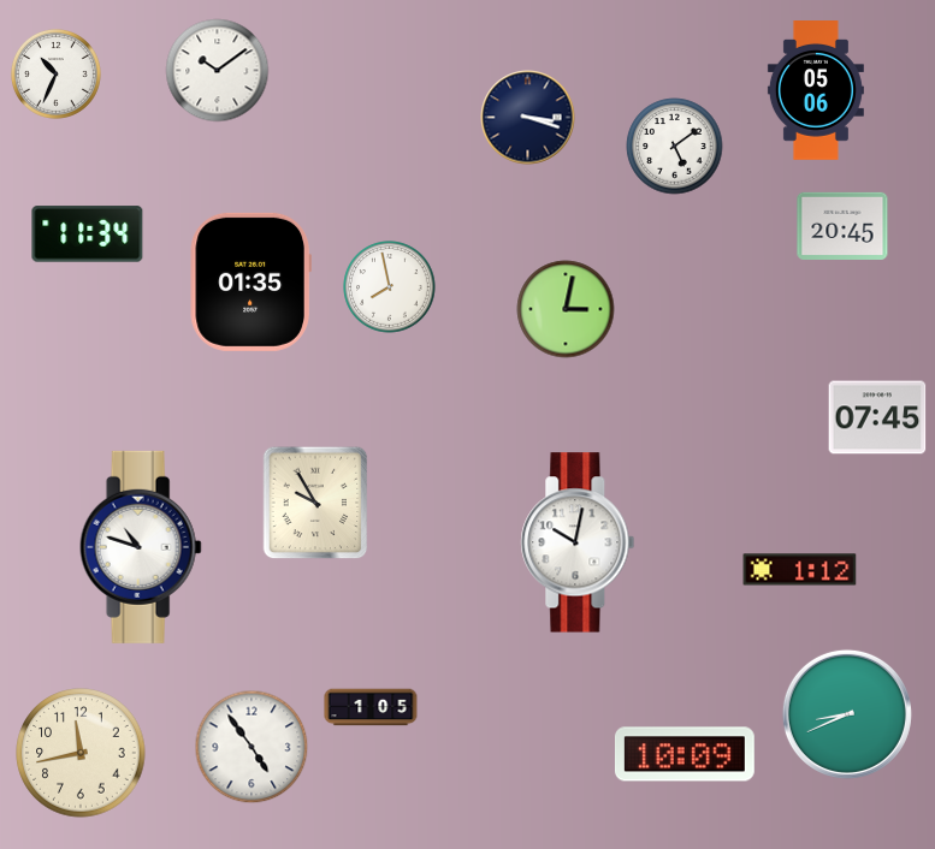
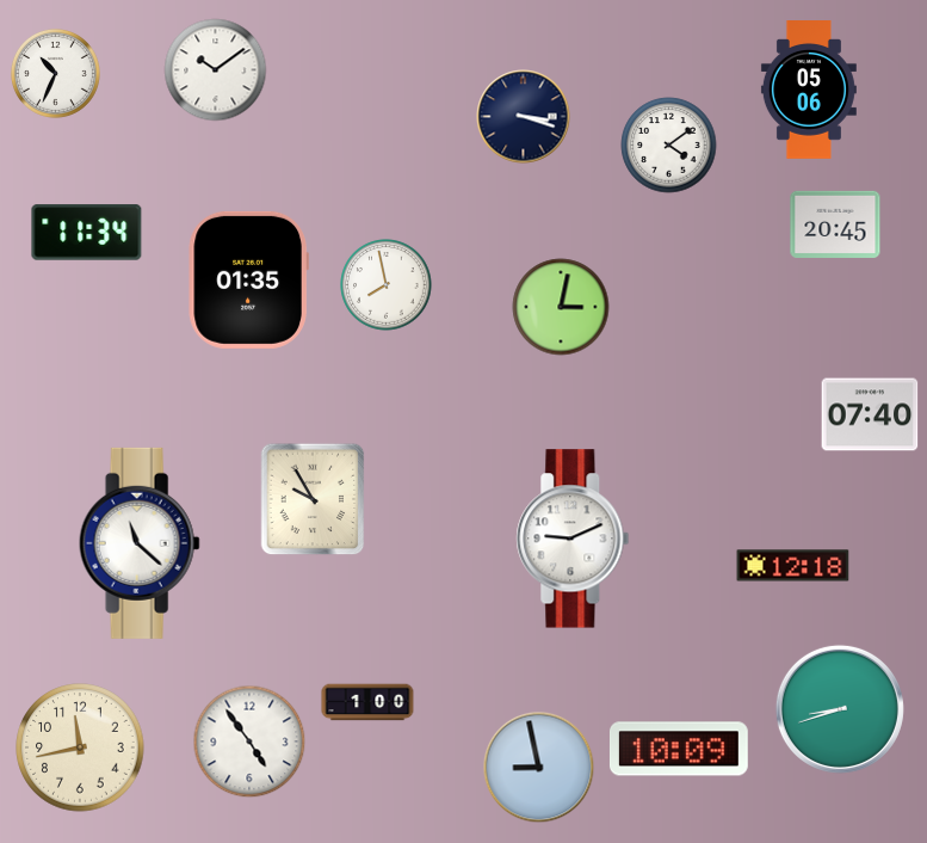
clock at (675, 147): 5:09 -> 4:09
clock at (877, 417): 07:45 -> 07:40
clock at (578, 542): 10:02 -> 9:11
clock at (141, 547): 10:48 -> 11:22
clock at (800, 570): 1:12 -> 12:18
clock at (371, 707): 1:05 -> 1:00
clock at (847, 714): 8:41 -> 8:42
clock at (539, 768): none -> 8:58
